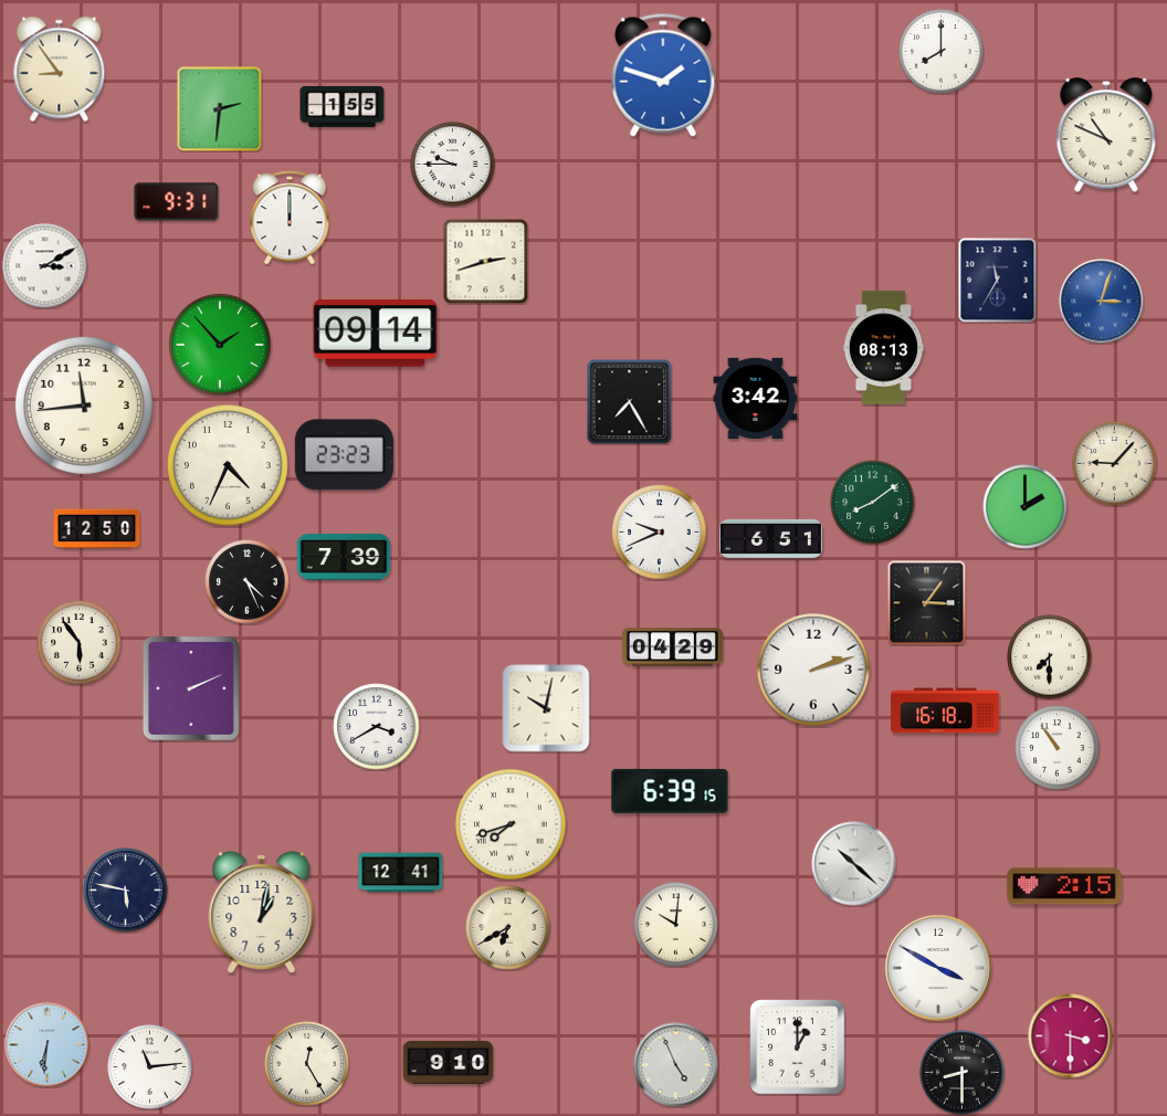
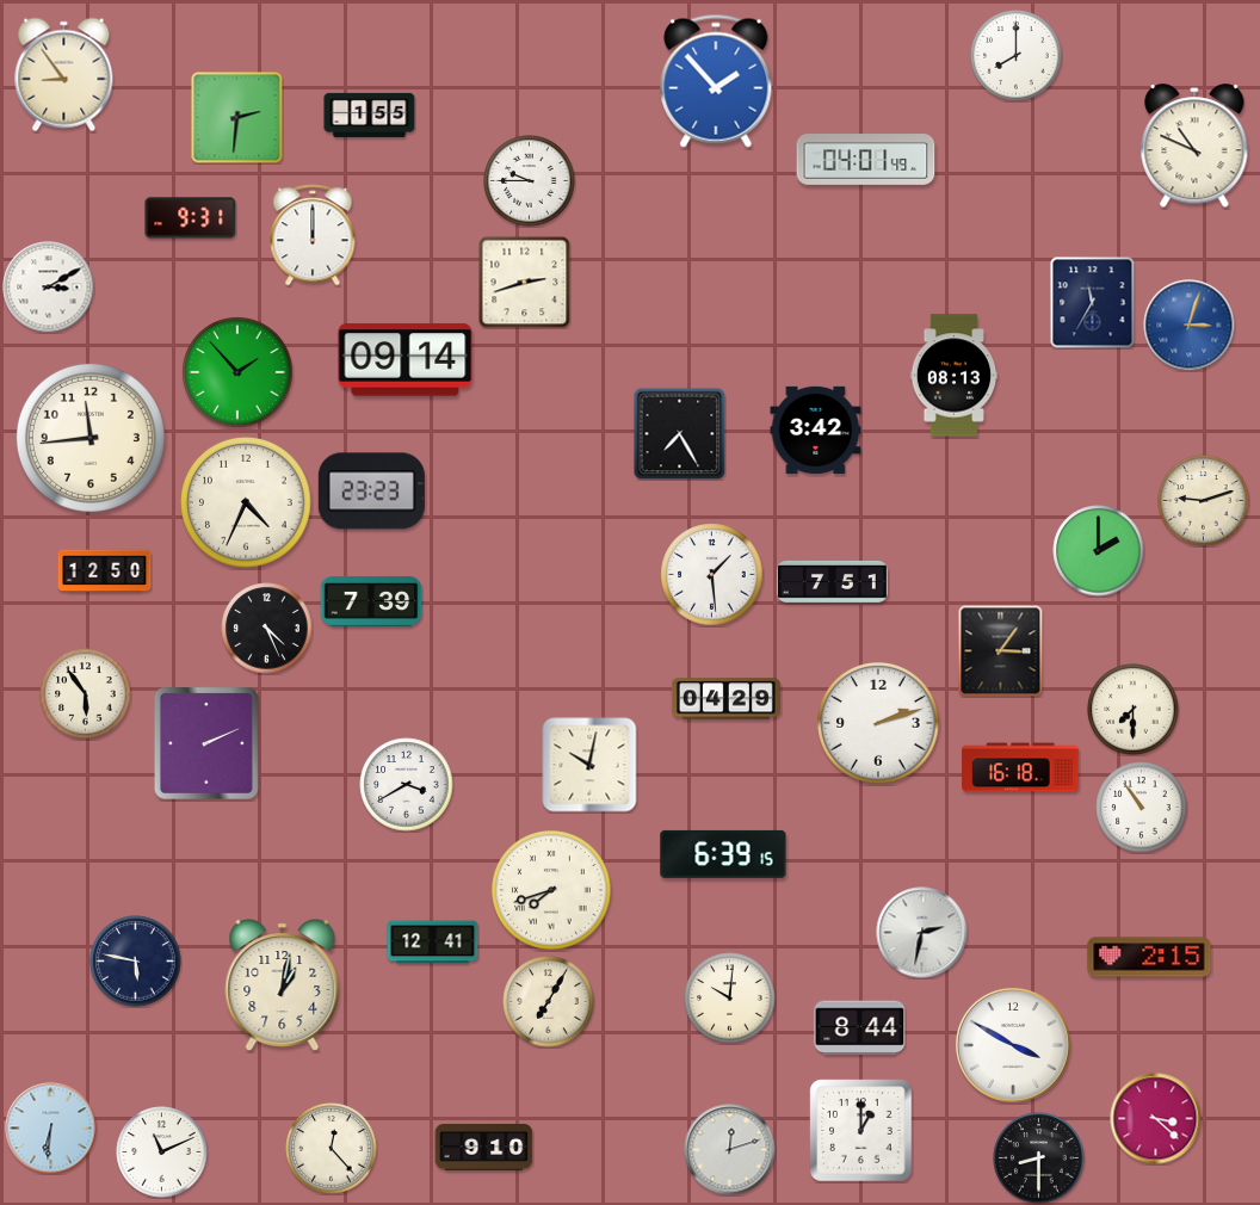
clock at (663, 75): 1:48 -> 1:53
clock at (866, 160): none -> 04:01
clock at (453, 165) position: (453, 165) -> (530, 181)
clock at (998, 281) position: (998, 281) -> (1093, 303)
clock at (1115, 464): 9:07 -> 9:12
clock at (873, 503): 8:09 -> none
clock at (1026, 507) position: (1026, 507) -> (1099, 551)
clock at (660, 533): 9:41 -> 1:29
clock at (770, 538): 6:51 -> 7:51
clock at (854, 864): 10:22 -> 2:32
clock at (508, 928): 6:40 -> 7:05
clock at (860, 1028): none -> 8:44
clock at (1071, 1036): 3:30 -> 3:22
clock at (307, 1064): 12:25 -> 12:23
clock at (676, 1065): 4:56 -> 12:12
clock at (150, 1067): 11:14 -> 11:11
